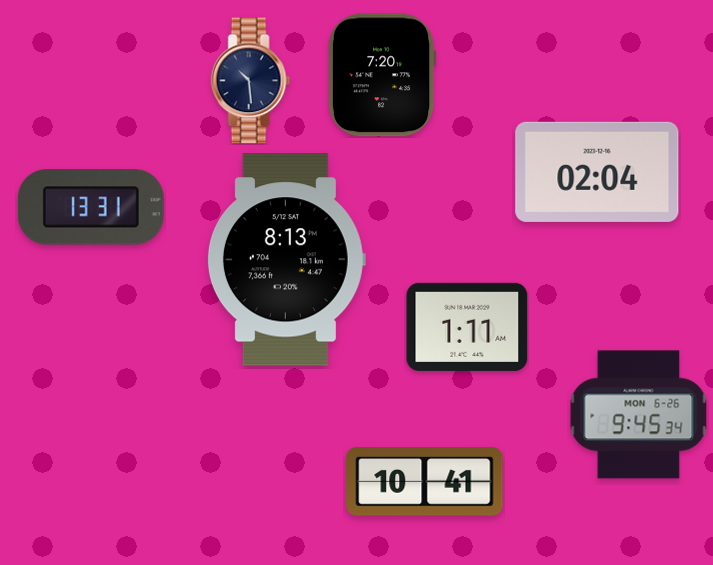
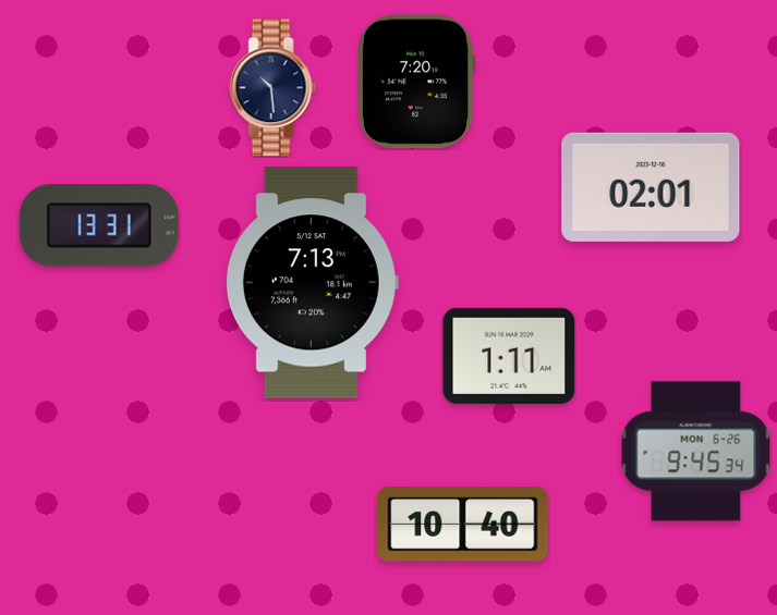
clock at (597, 172): 02:04 -> 02:01
clock at (286, 260): 8:13 -> 7:13
clock at (425, 482): 10:41 -> 10:40
